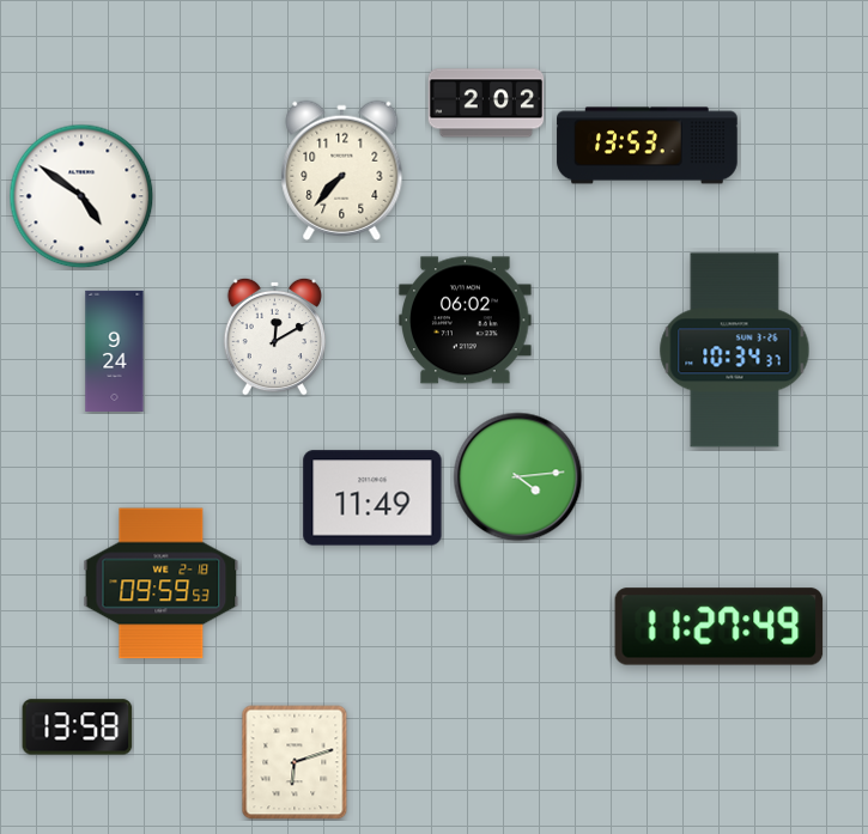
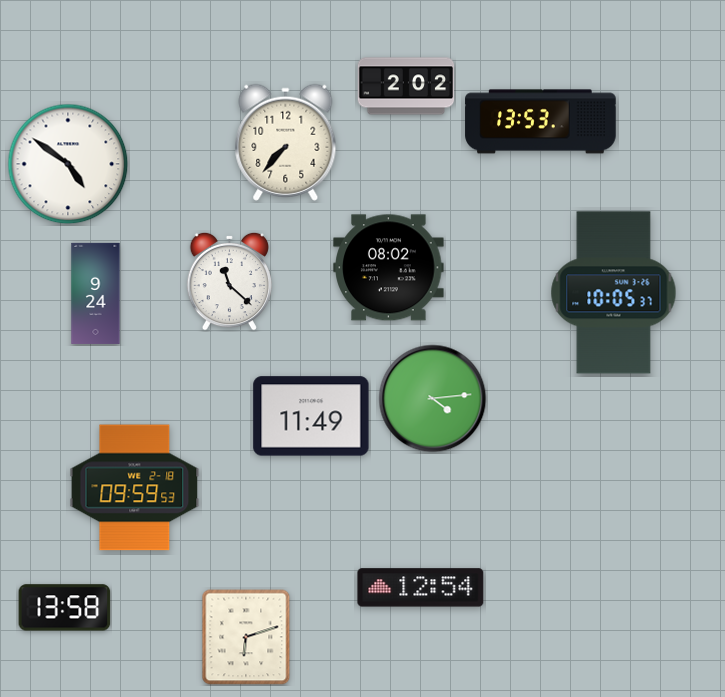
clock at (466, 321): 06:02 -> 08:02
clock at (274, 336): 12:10 -> 11:22
clock at (735, 351): 10:34 -> 10:05
clock at (720, 627): 11:27 -> none
clock at (421, 588): none -> 12:54
